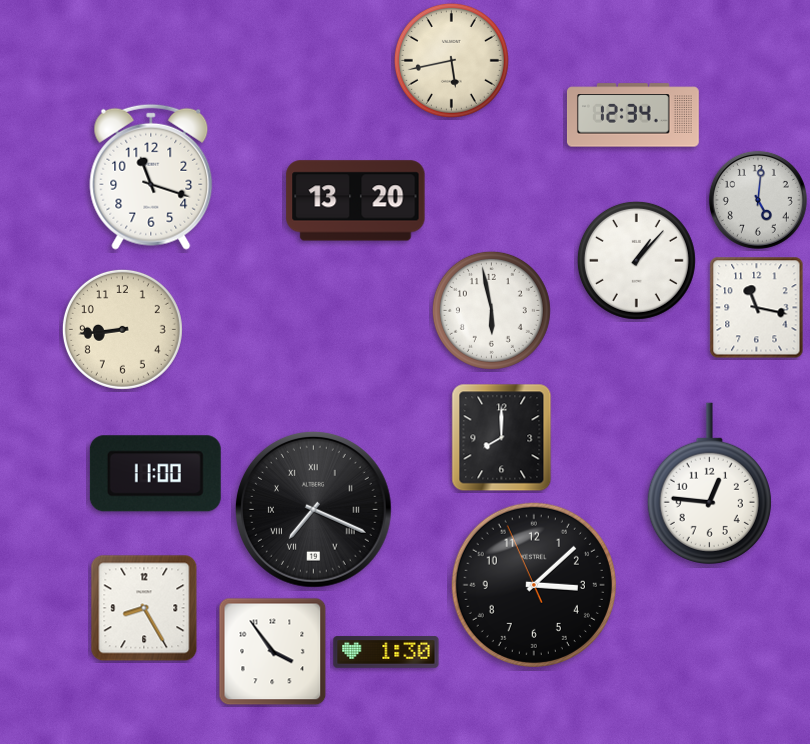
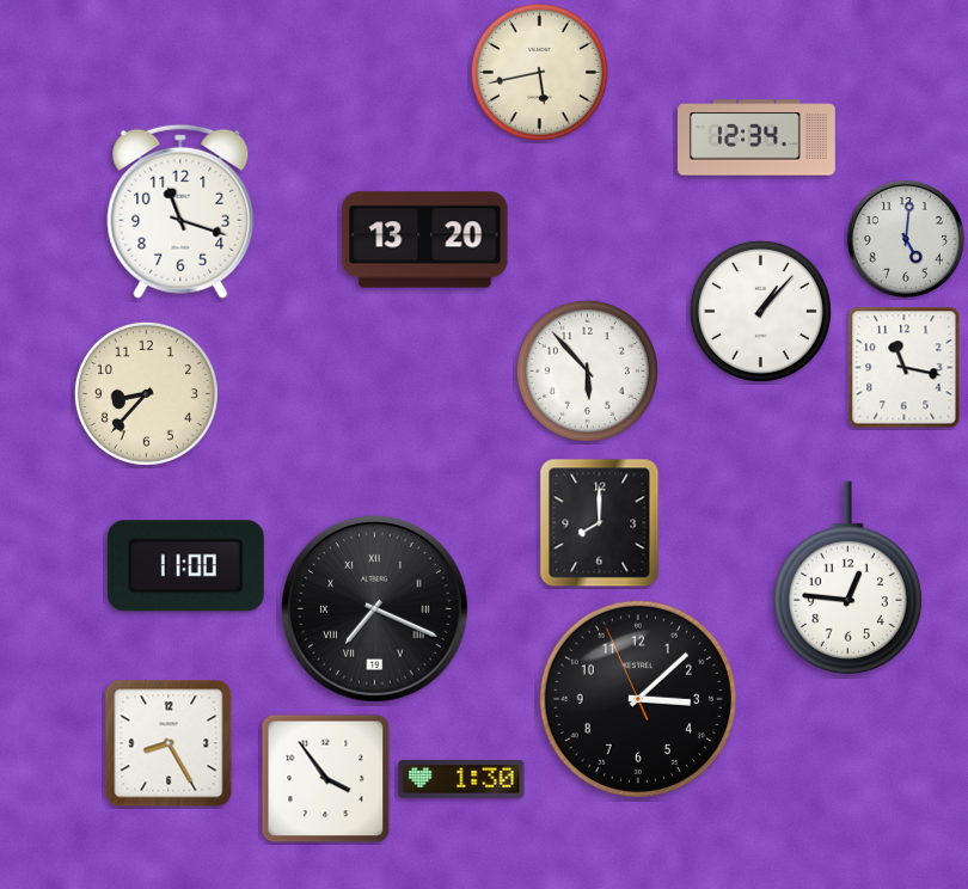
clock at (491, 310): 5:58 -> 5:53
clock at (122, 329): 8:44 -> 8:37
clock at (144, 608) position: (144, 608) -> (169, 743)
